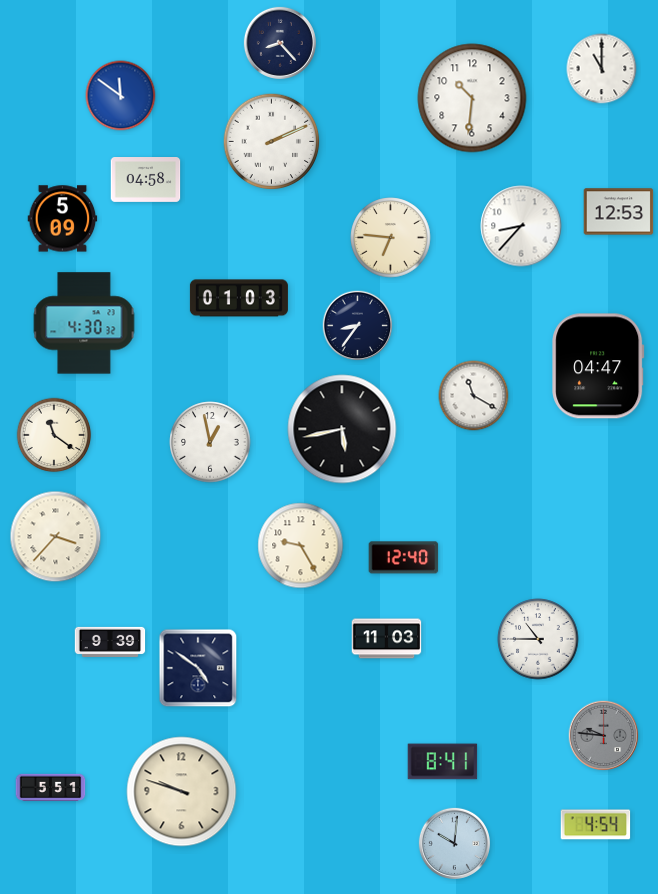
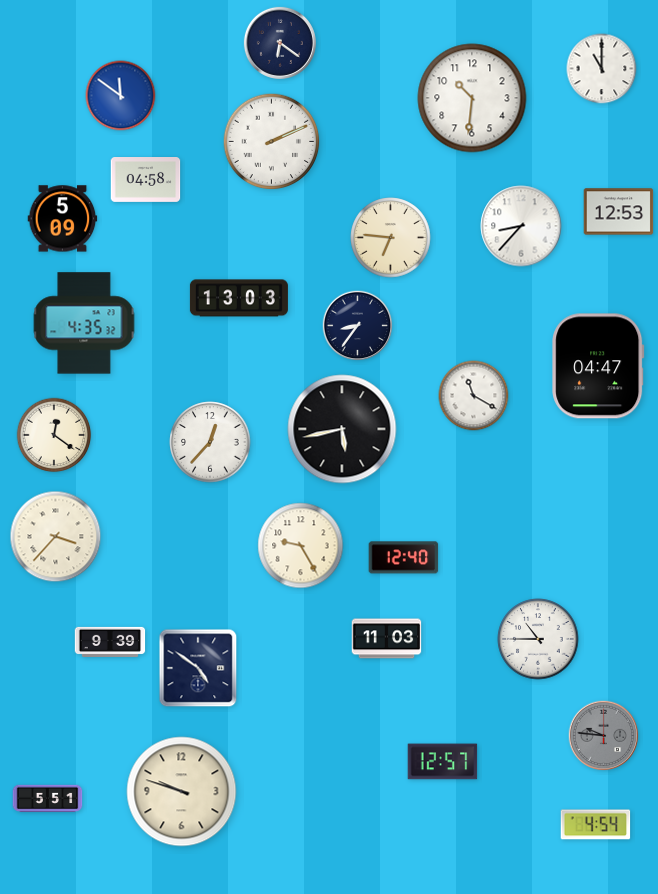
clock at (280, 43): 8:23 -> 6:21
clock at (239, 298): 01:03 -> 13:03
clock at (84, 323): 4:30 -> 4:35
clock at (54, 435): 11:21 -> 12:21
clock at (210, 442): 12:58 -> 12:37
clock at (443, 762): 8:41 -> 12:57
clock at (51, 788) position: (51, 788) -> (48, 799)
clock at (454, 843): 10:01 -> none
